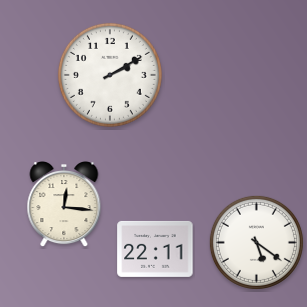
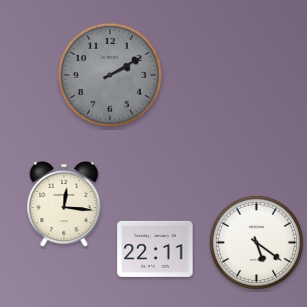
clock at (110, 75) dial: white -> grey
